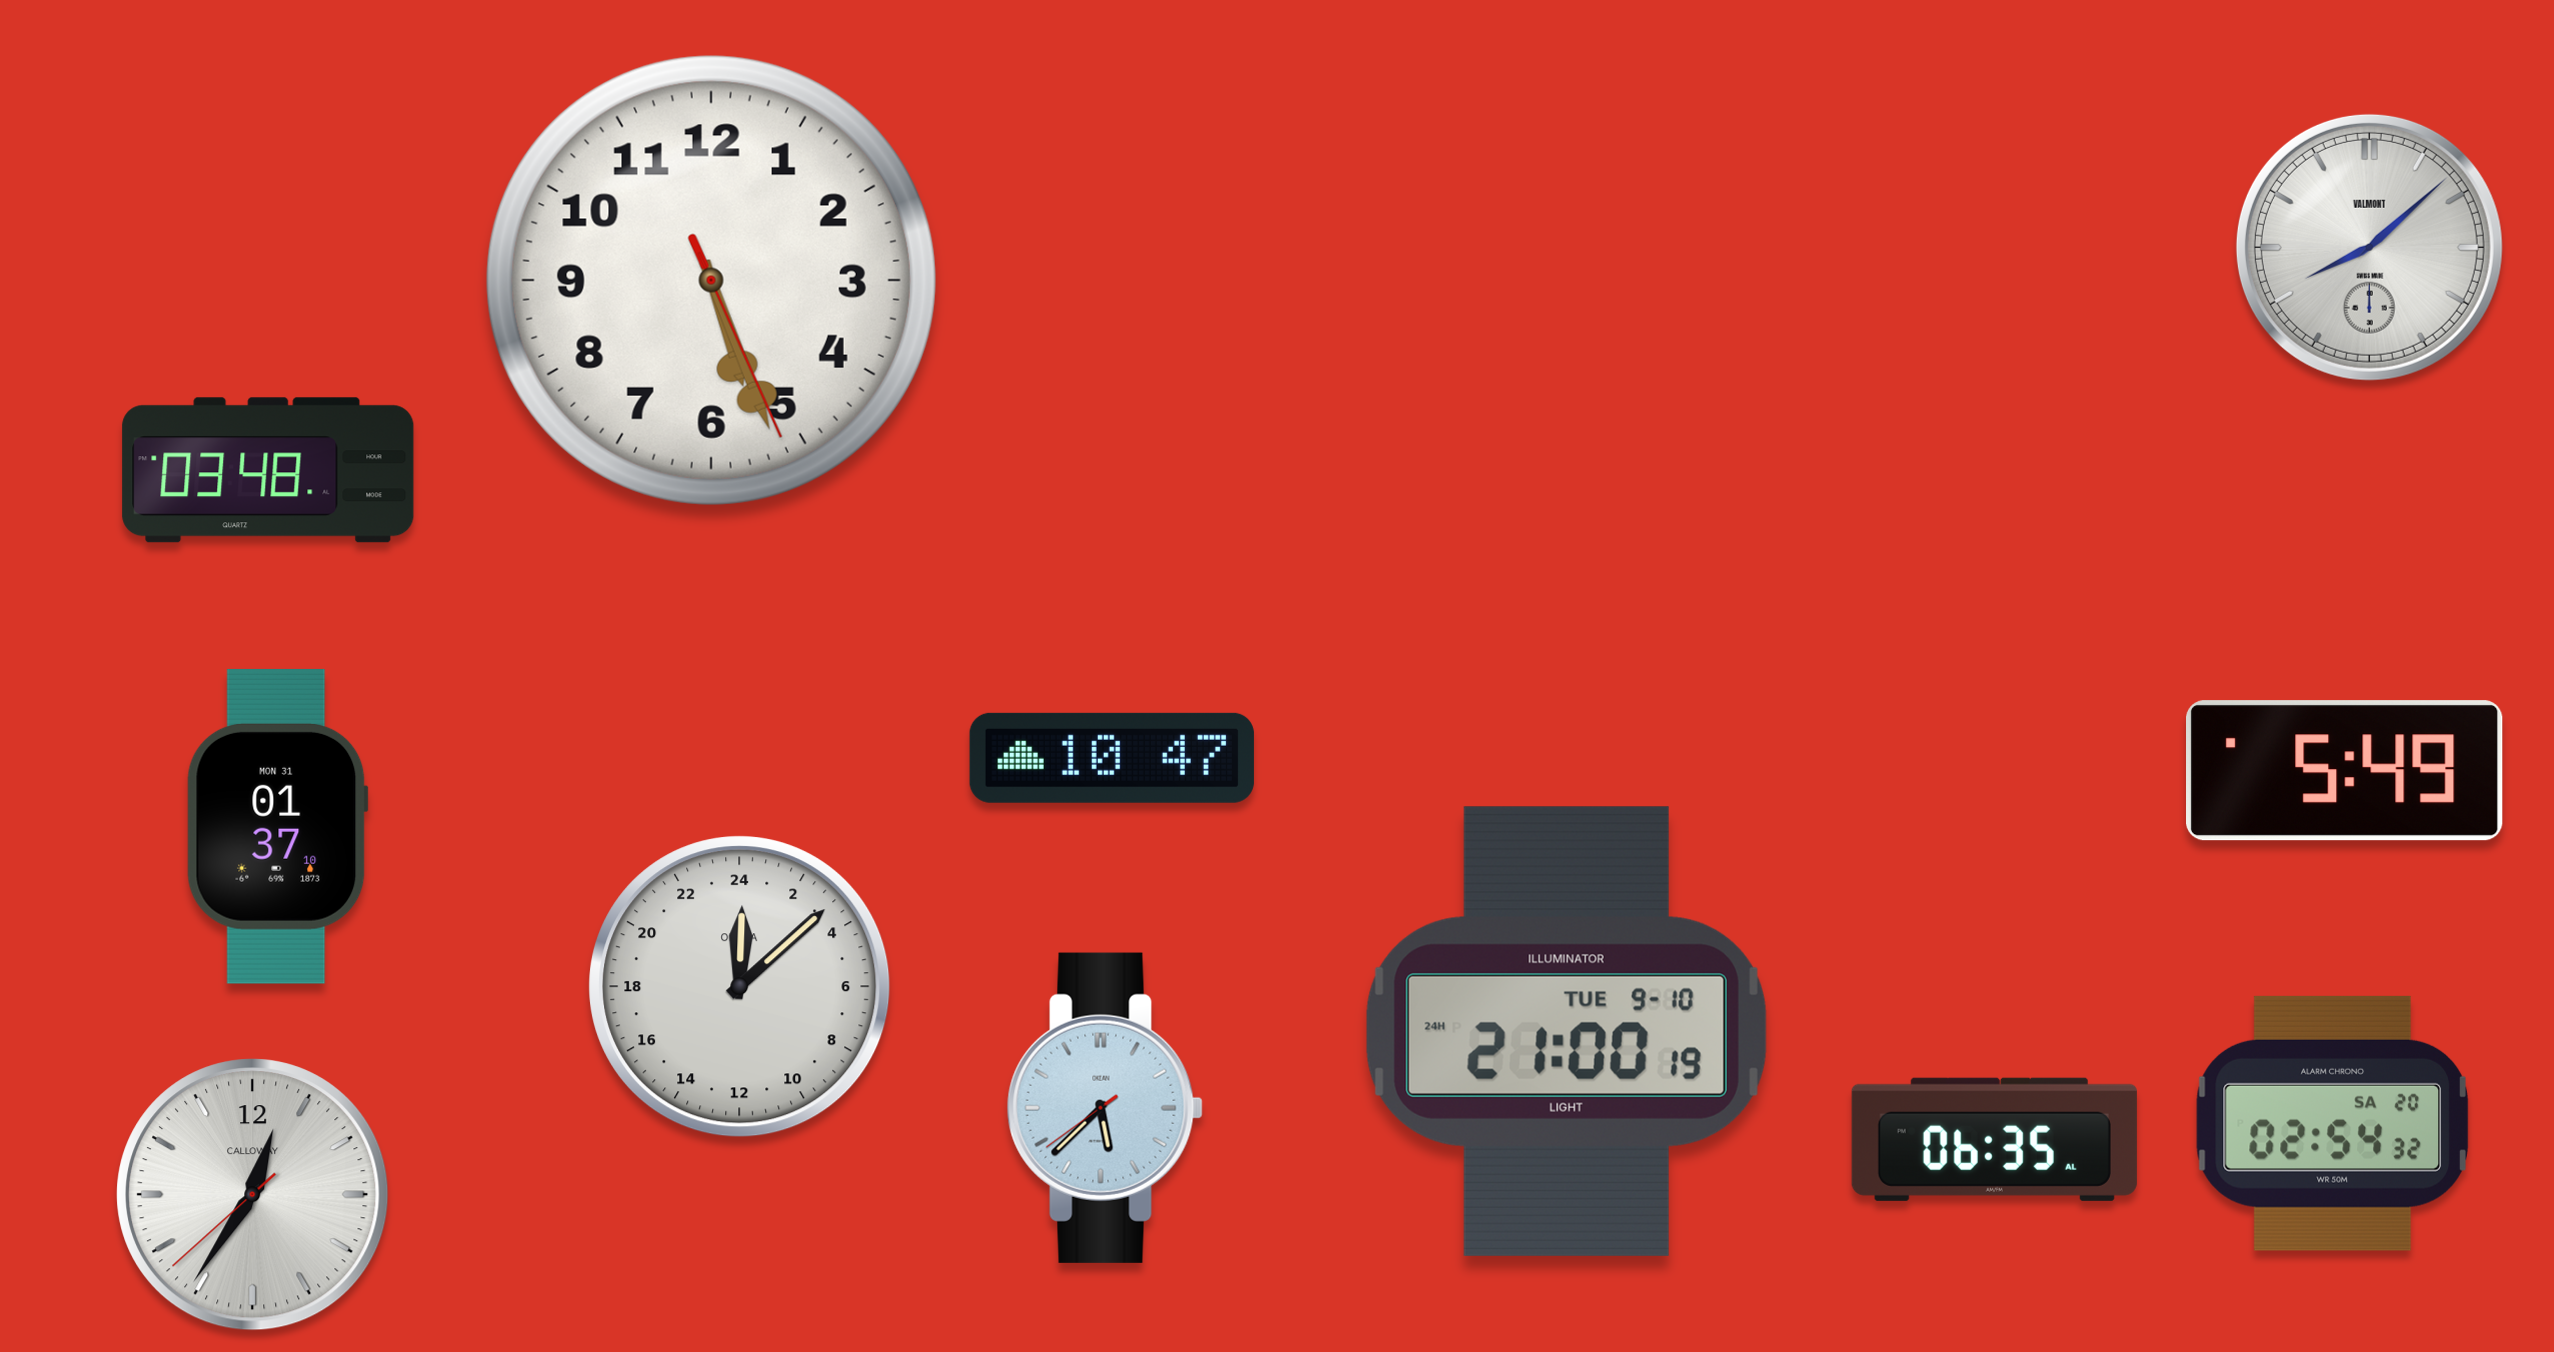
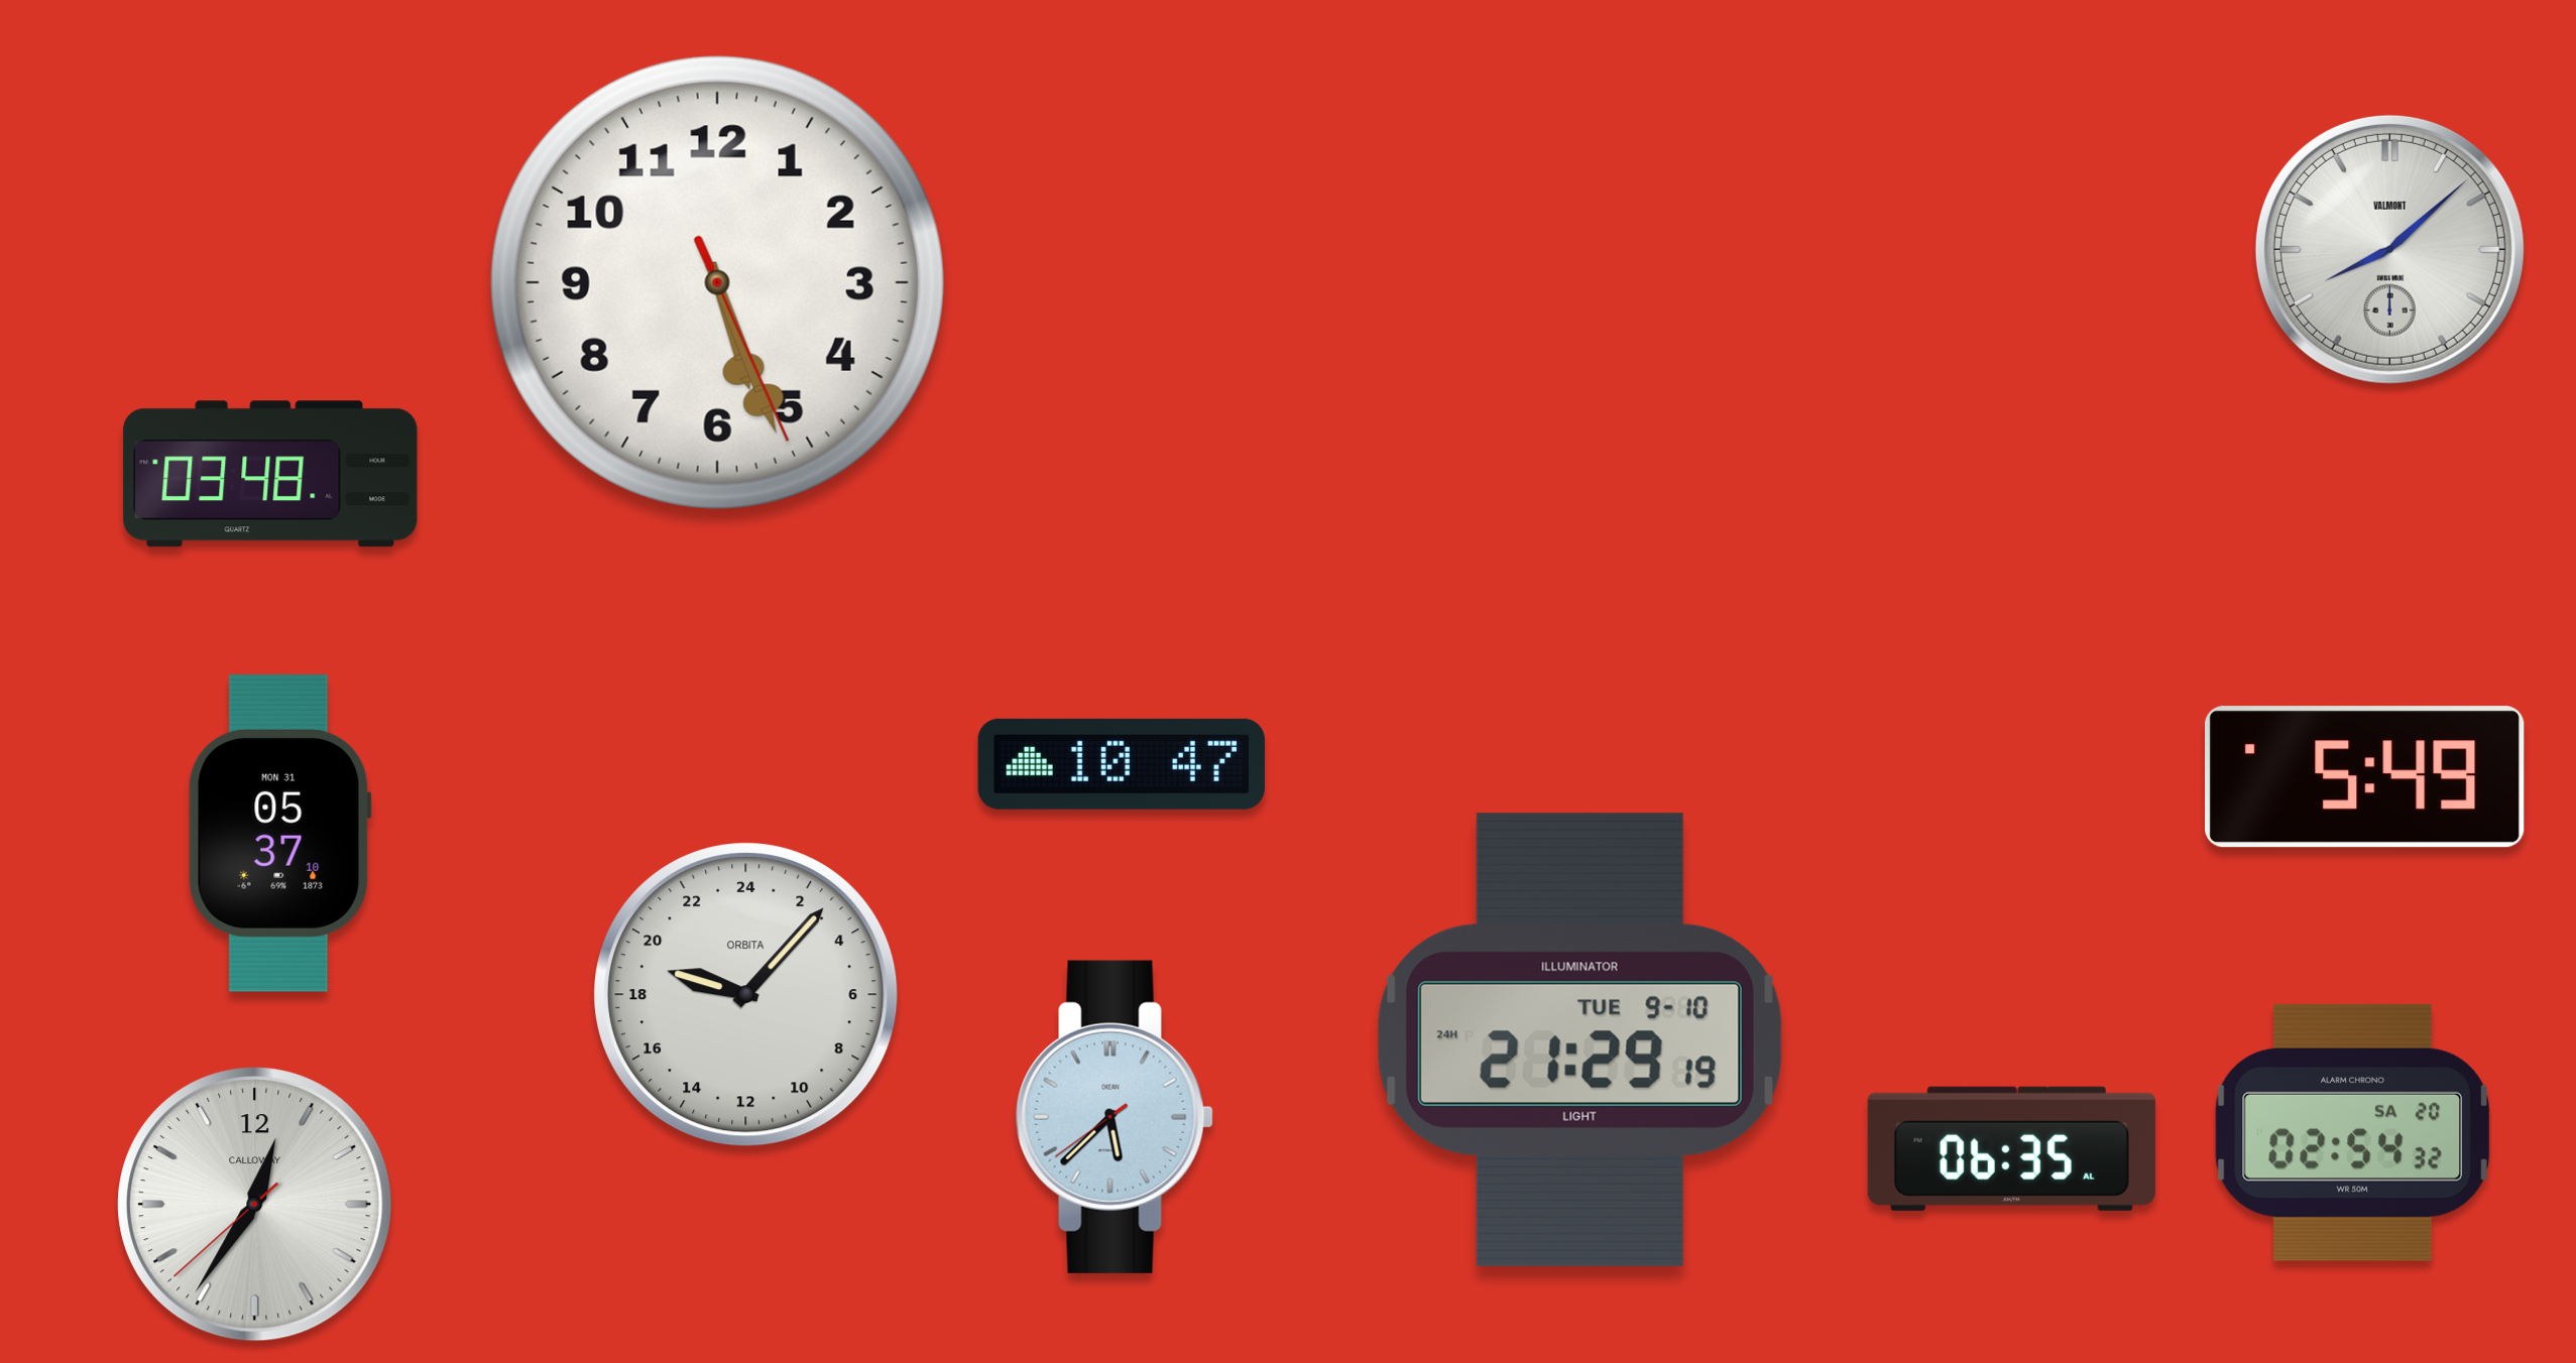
clock at (277, 826): 01:37 -> 05:37
clock at (740, 987): 0:08 -> 19:07
clock at (1566, 1031): 21:00 -> 21:29
